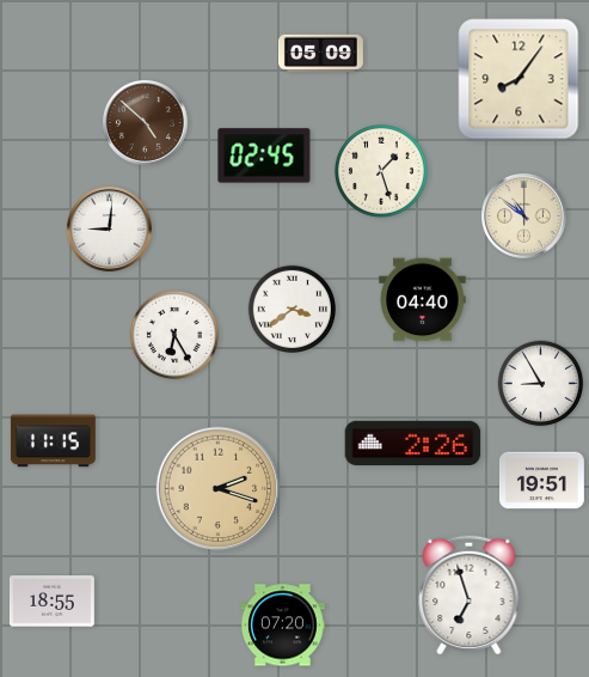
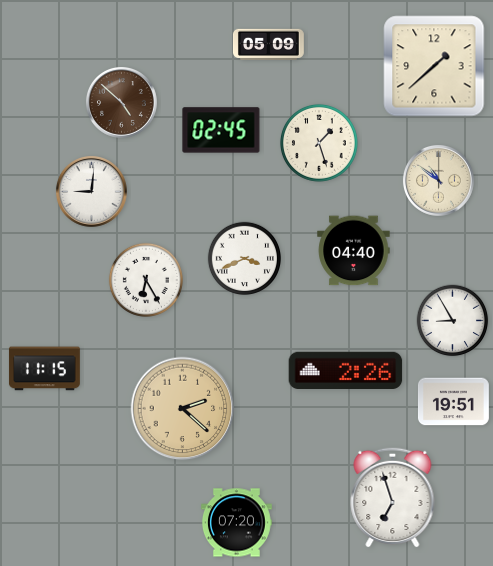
clock at (519, 79): 8:06 -> 1:38
clock at (292, 309): 3:39 -> 3:41
clock at (219, 489): 2:18 -> 2:22
clock at (51, 602): 18:55 -> none
